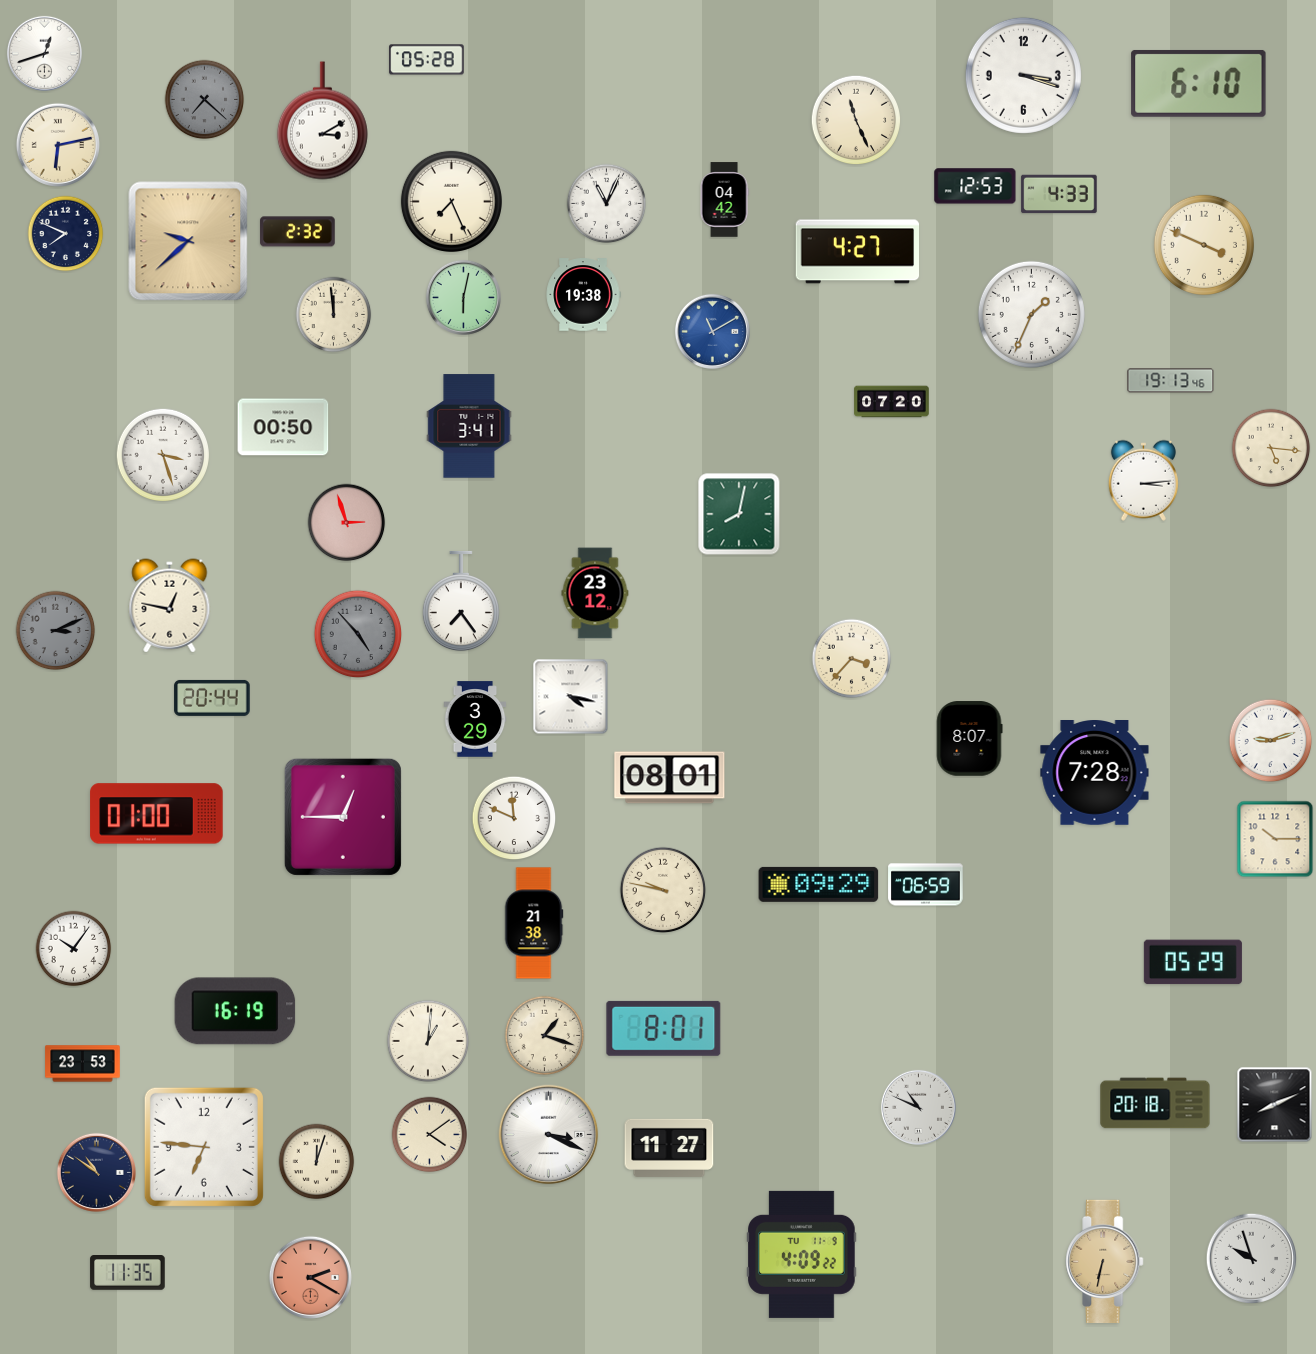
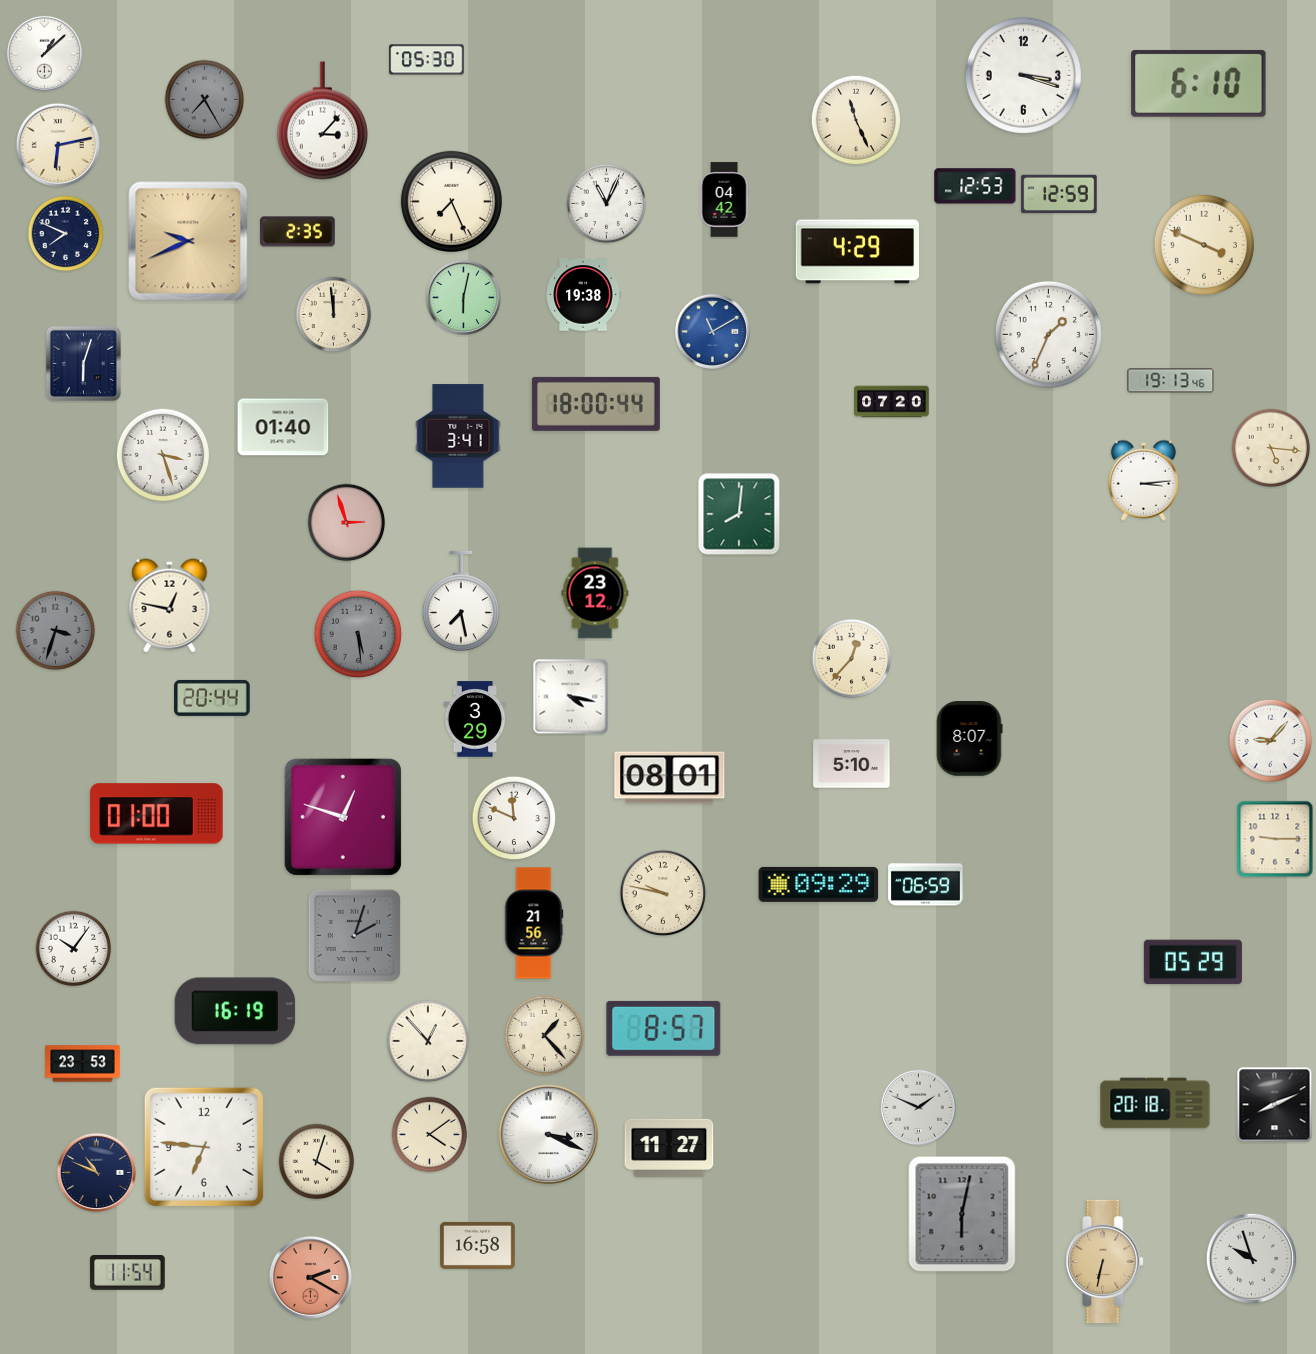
clock at (44, 53): 12:42 -> 1:08
clock at (427, 60): 05:28 -> 05:30
clock at (205, 100): 7:22 -> 7:25
clock at (322, 121): 3:10 -> 3:07
clock at (1059, 194): 4:33 -> 12:59
clock at (298, 232): 2:32 -> 2:35
clock at (188, 241): 9:38 -> 9:41
clock at (858, 252): 4:27 -> 4:29
clock at (1031, 314) position: (1031, 314) -> (1048, 334)
clock at (83, 363): none -> 6:03
clock at (596, 404): none -> 18:00
clock at (469, 426) position: (469, 426) -> (458, 436)
clock at (283, 427): 00:50 -> 01:40
clock at (739, 514): 8:02 -> 8:01
clock at (461, 601): 7:24 -> 7:28
clock at (56, 631): 3:11 -> 3:33
clock at (358, 634): 4:53 -> 5:29
clock at (852, 659): 3:37 -> 12:37
clock at (1271, 741): 9:12 -> 9:07
clock at (852, 764): none -> 5:10
clock at (1095, 773): 7:28 -> none
clock at (343, 817): 12:45 -> 12:48
clock at (1275, 839): 10:15 -> 9:15
clock at (663, 890) position: (663, 890) -> (663, 893)
clock at (534, 923): 21:38 -> 21:56
clock at (355, 936): none -> 2:03
clock at (664, 1028): 8:01 -> 8:57
clock at (545, 1036): 1:18 -> 1:23
clock at (428, 1041): 1:01 -> 12:53
clock at (918, 1107): 10:49 -> 1:49
clock at (317, 1162): 12:03 -> 4:03
clock at (96, 1172): 10:51 -> 10:49
clock at (962, 1214): none -> 6:02
clock at (478, 1245): none -> 16:58
clock at (802, 1254): 4:09 -> none
clock at (128, 1273): 11:35 -> 11:54
